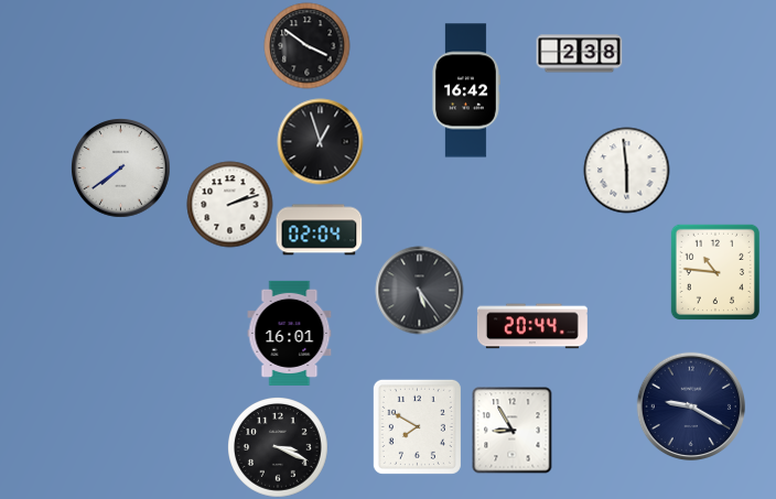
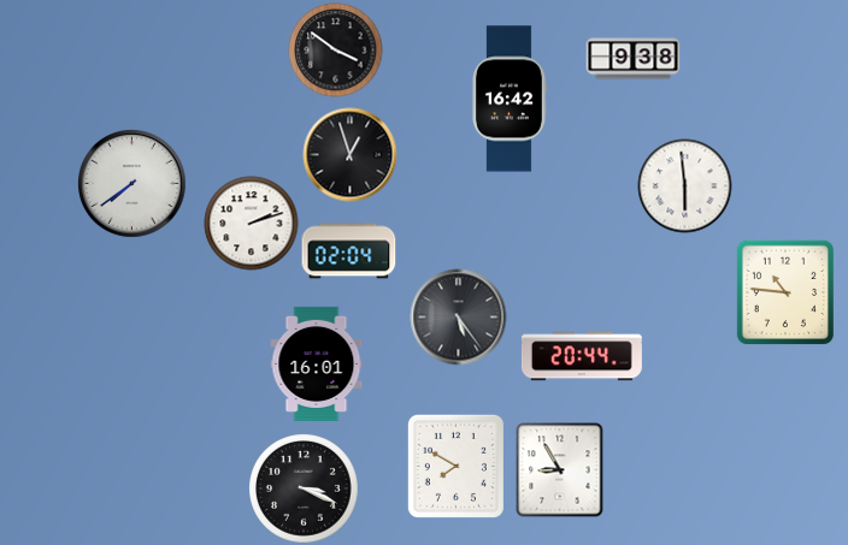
clock at (579, 54): 2:38 -> 9:38
clock at (714, 272) position: (714, 272) -> (784, 292)
clock at (691, 406): 9:20 -> none
